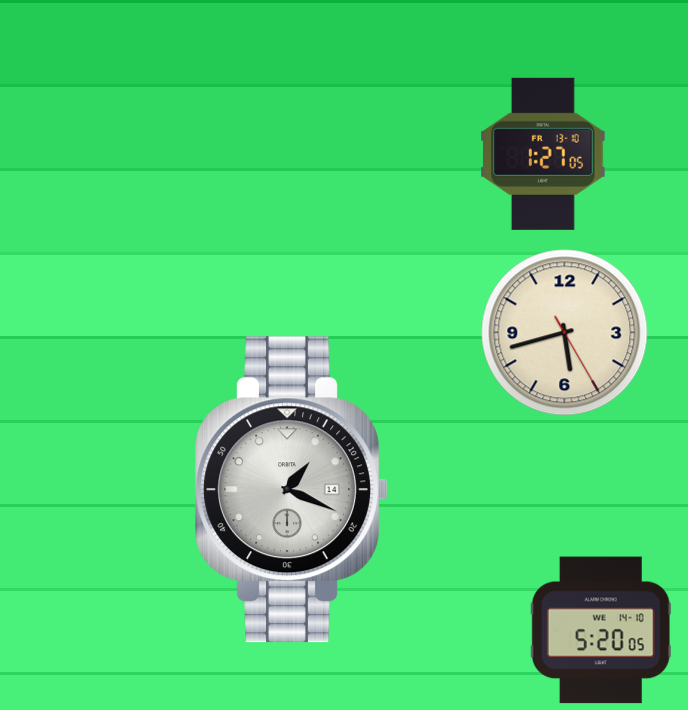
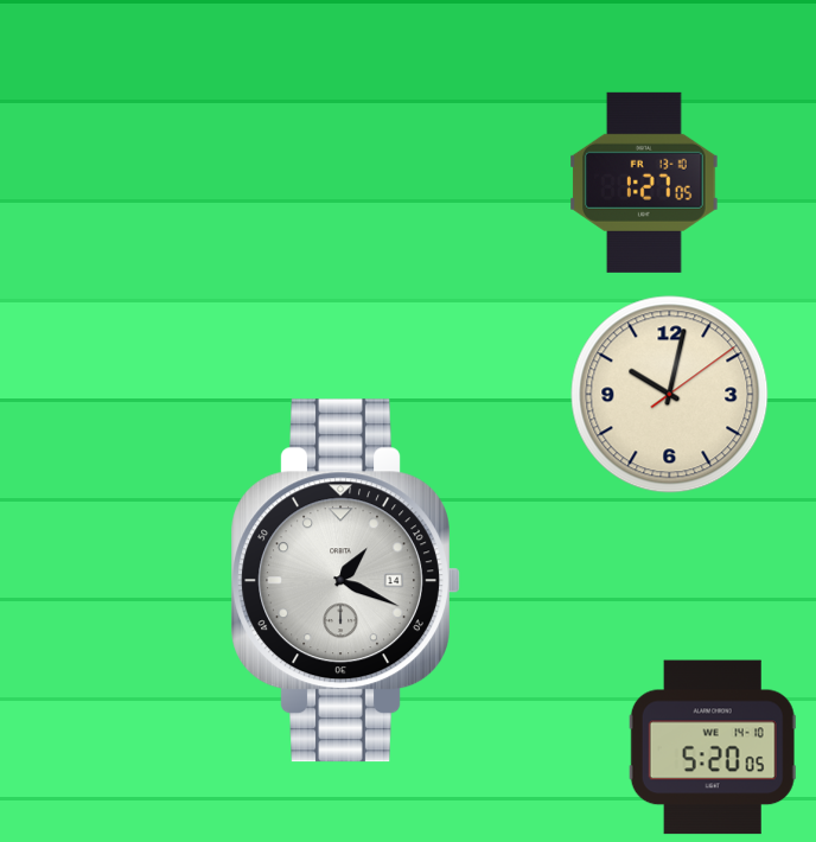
clock at (565, 333): 5:42 -> 10:02
